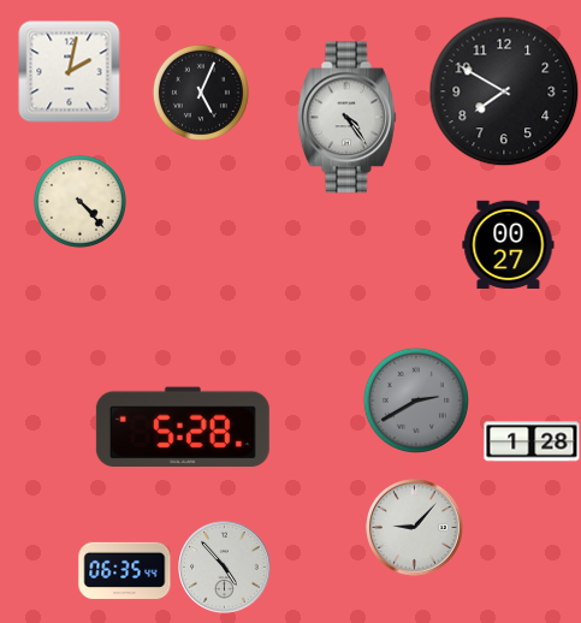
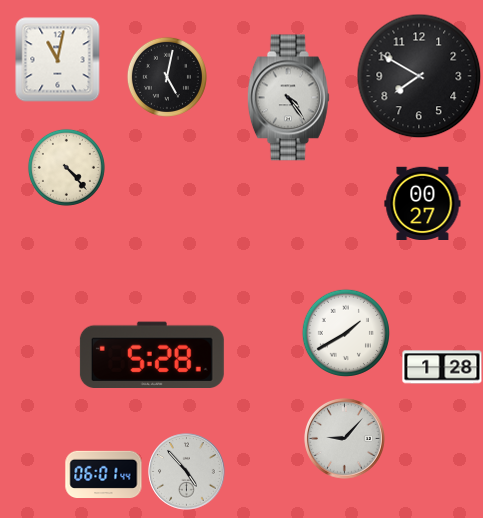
clock at (70, 72): 2:02 -> 11:02
clock at (201, 93): 5:04 -> 5:02
clock at (416, 400): 2:40 -> 1:40
clock at (416, 400) dial: grey -> white
clock at (125, 571): 06:35 -> 06:01
